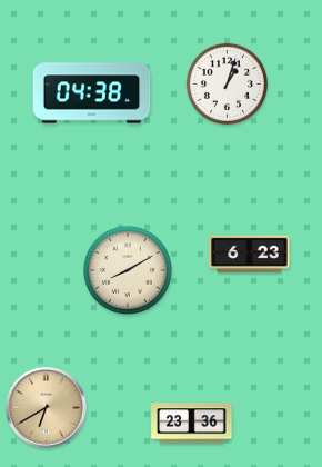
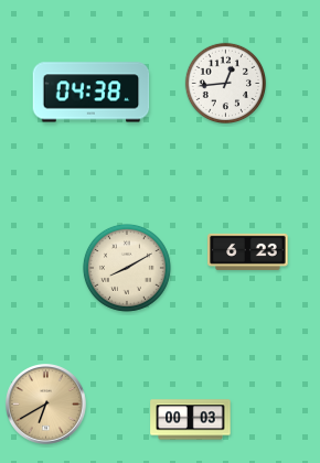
clock at (228, 85): 1:03 -> 12:44
clock at (192, 424): 23:36 -> 00:03
